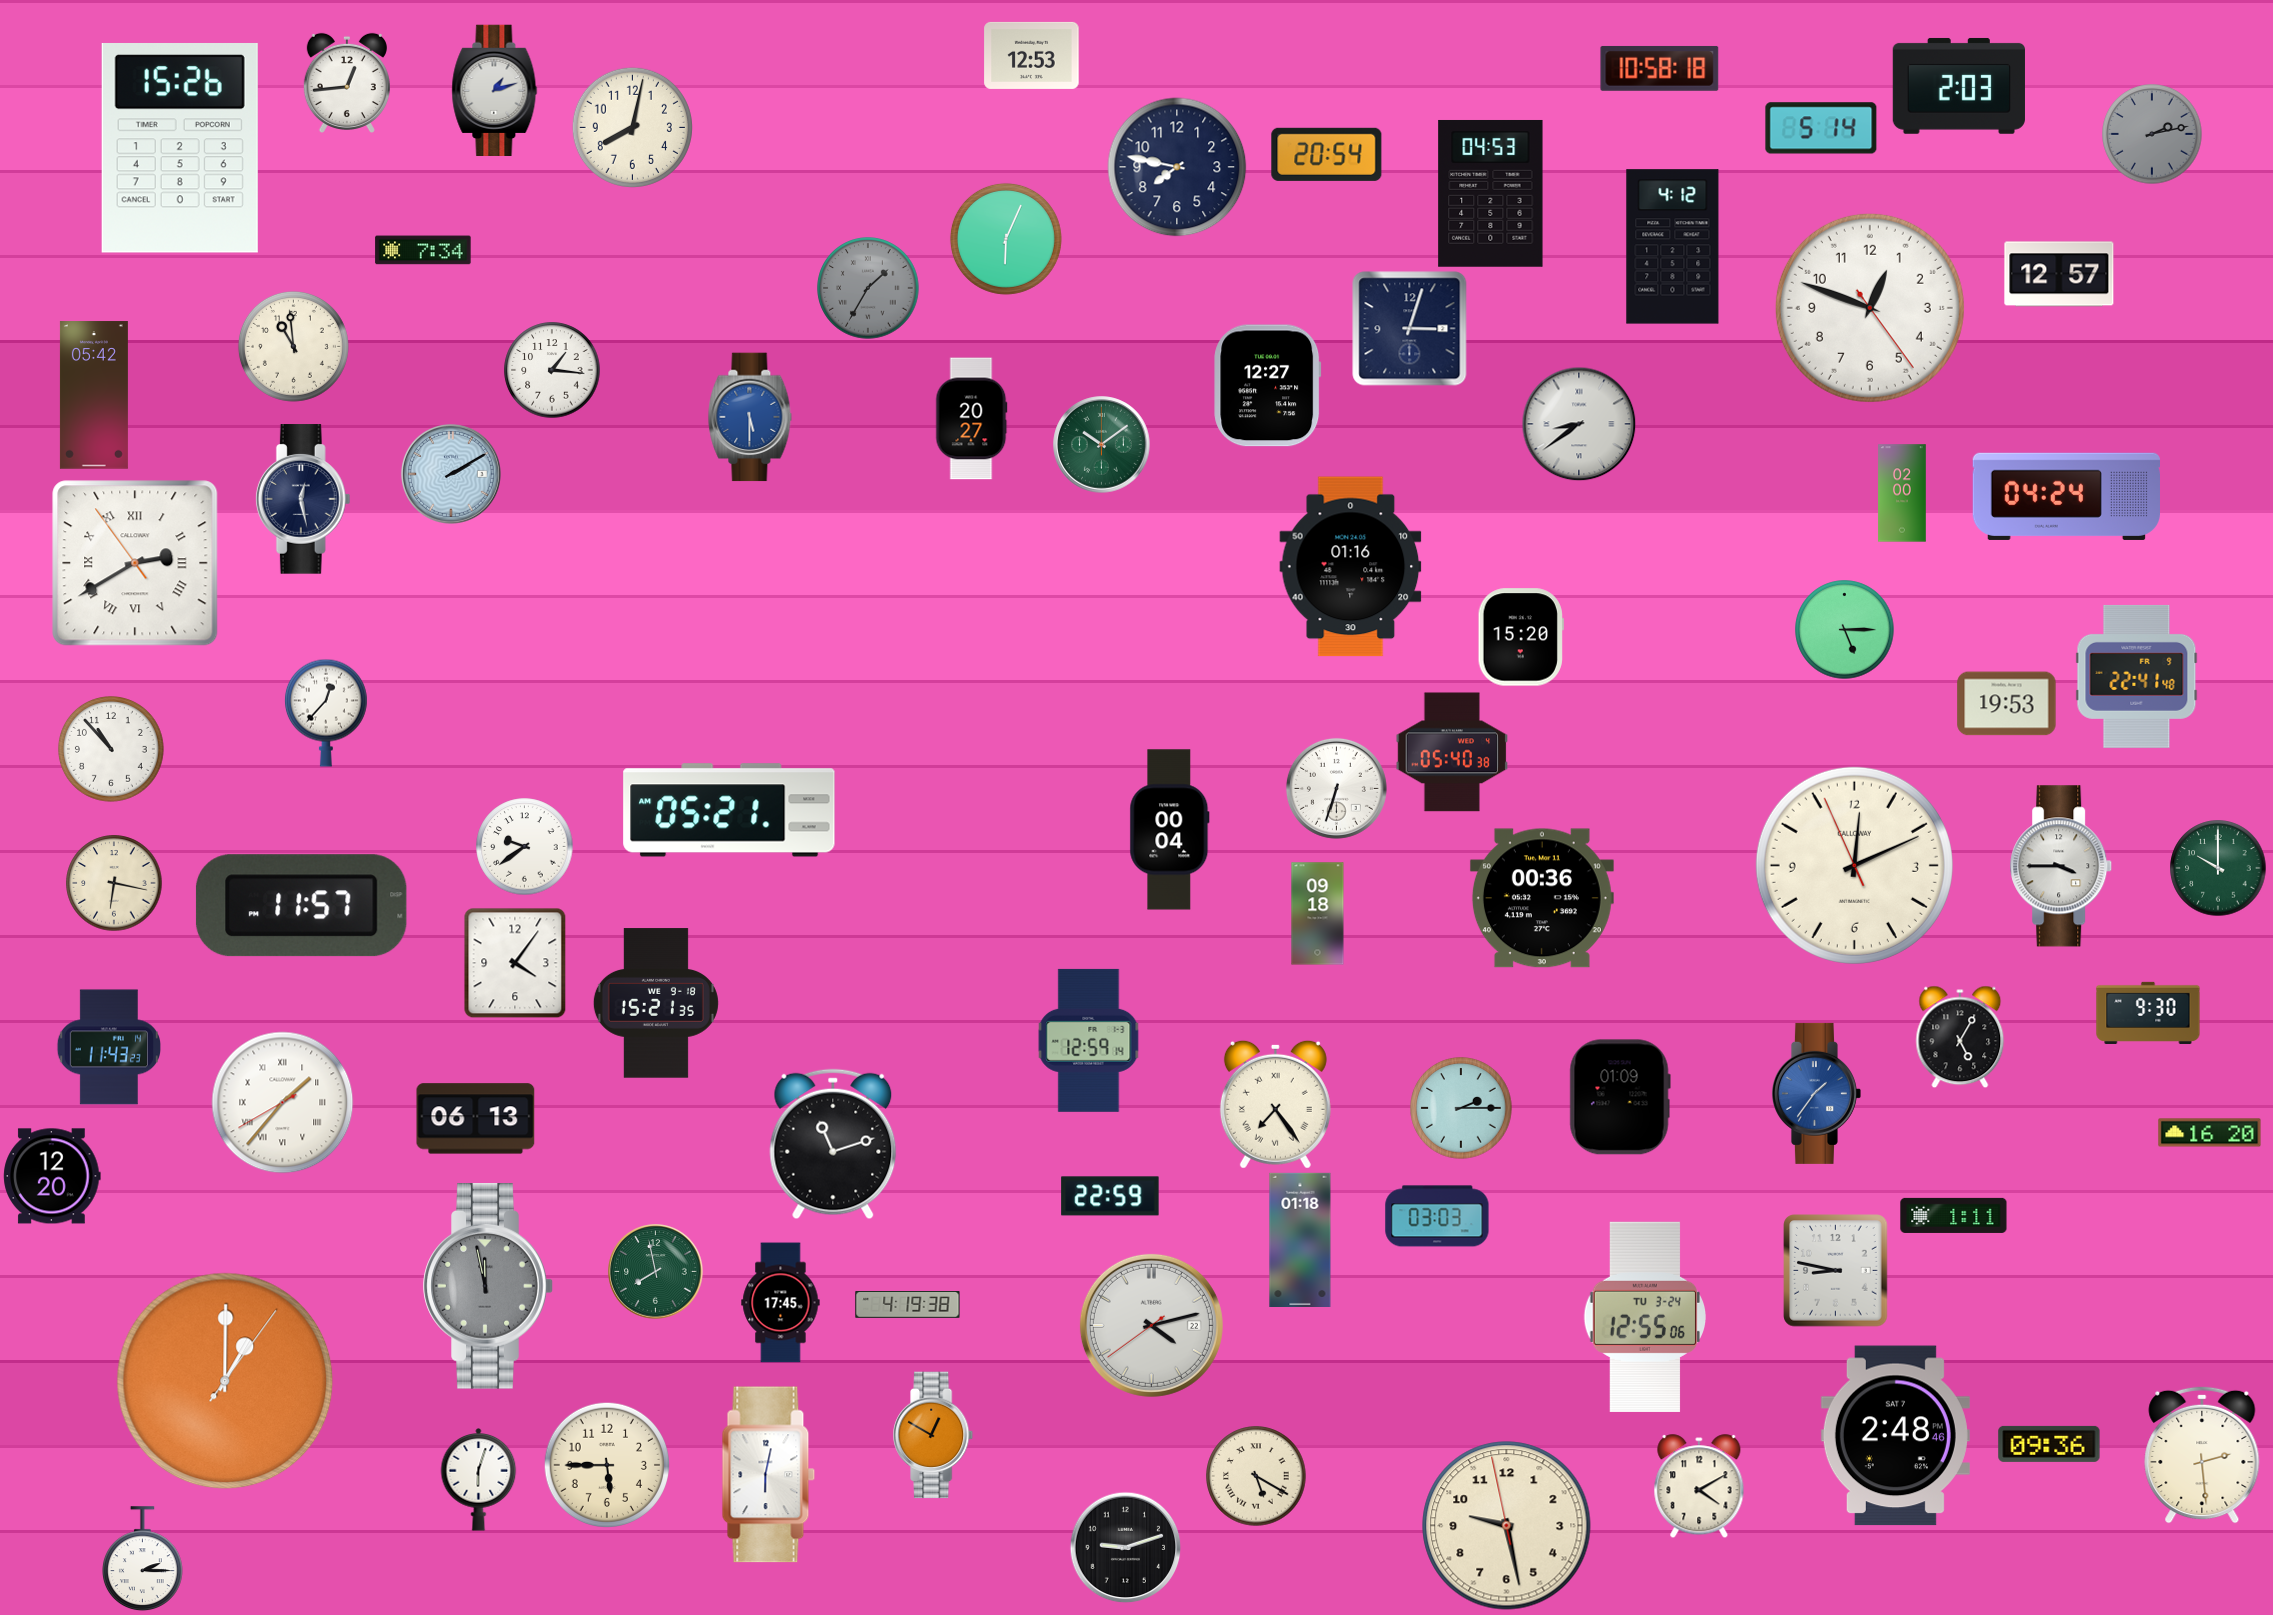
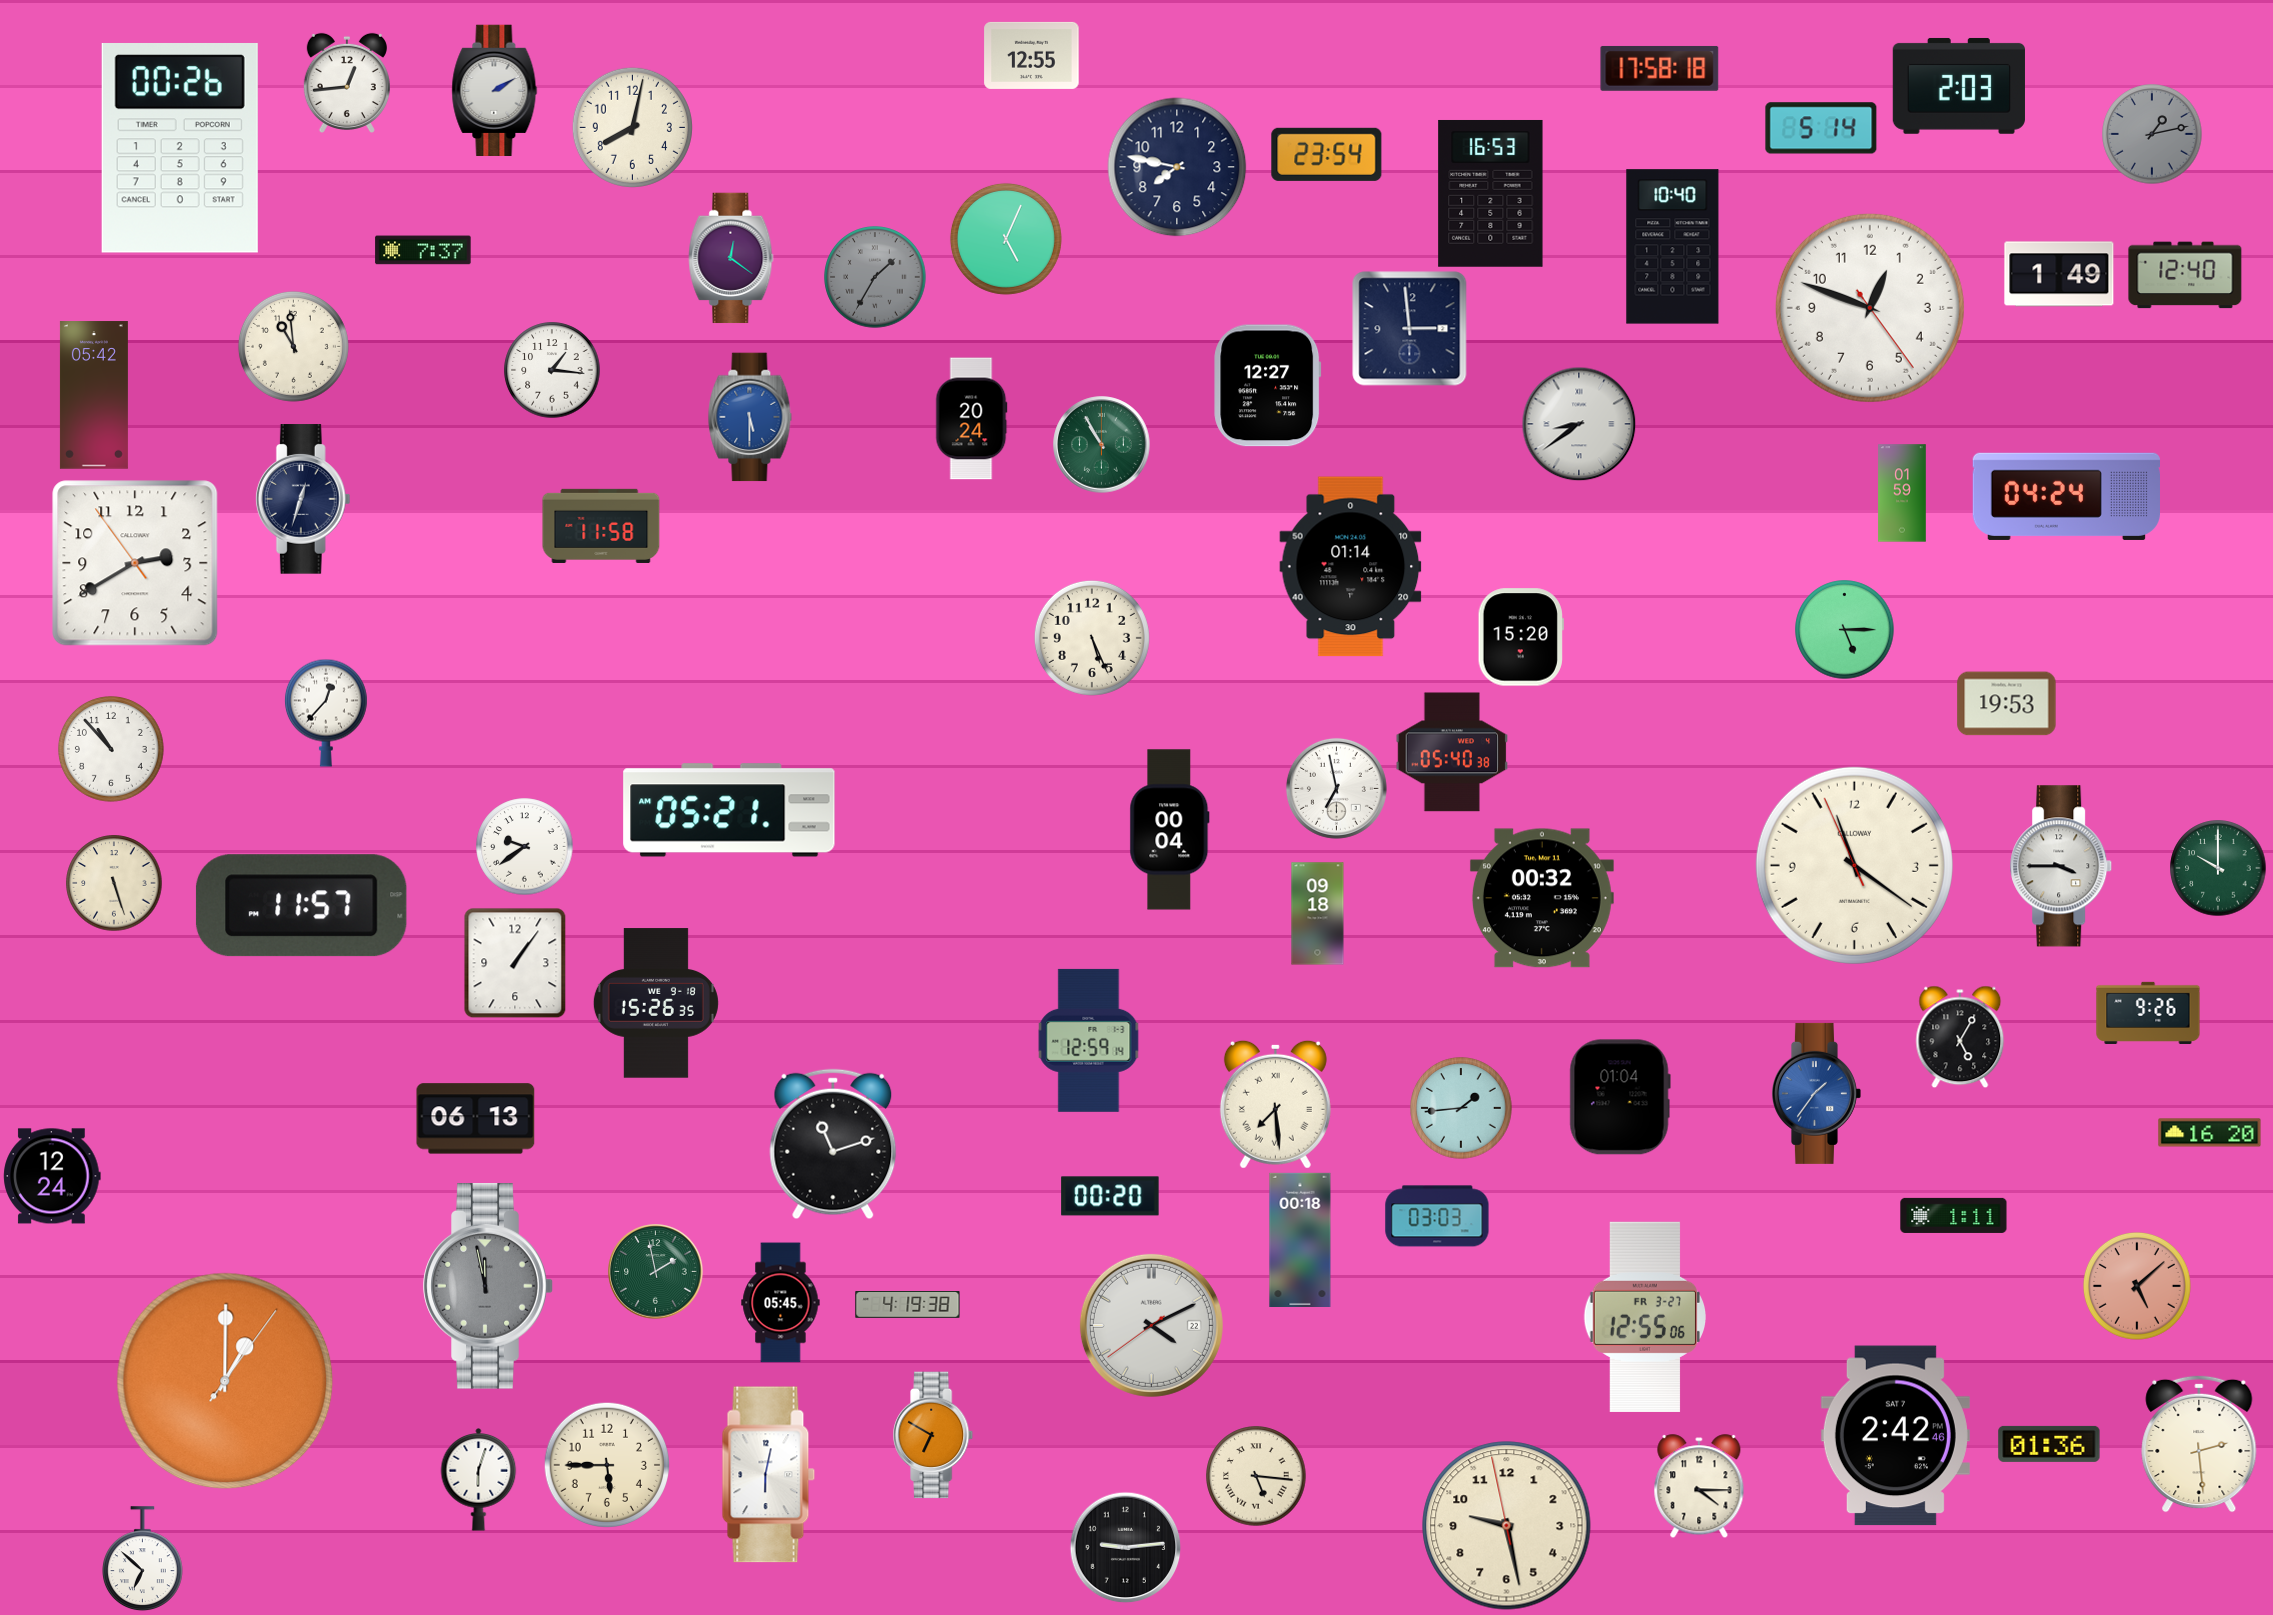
clock at (1032, 55): 12:53 -> 12:55
clock at (1660, 68): 10:58 -> 17:58
clock at (495, 90): 1:12 -> 2:10
clock at (2152, 134): 2:13 -> 1:13
clock at (180, 148): 15:26 -> 00:26
clock at (1327, 154): 20:54 -> 23:54
clock at (1491, 193): 04:53 -> 16:53
clock at (1006, 239): 6:04 -> 5:04
clock at (1673, 247): 4:12 -> 10:40
clock at (423, 250): 7:34 -> 7:37
clock at (731, 258): none -> 12:21
clock at (2059, 274): 12:57 -> 1:49
clock at (2185, 275): none -> 12:40
clock at (868, 288) position: (868, 288) -> (875, 277)
clock at (1410, 329): 3:03 -> 2:59
clock at (972, 419): 20:27 -> 20:24
clock at (1102, 445): 10:09 -> 10:55
clock at (451, 474): 2:10 -> none
clock at (1902, 493): 02:00 -> 01:59
clock at (303, 499): 12:28 -> 12:33
clock at (601, 526): none -> 11:58
clock at (135, 563) numerals: Roman -> Arabic
clock at (1351, 567): 01:16 -> 01:14
clock at (1092, 638): none -> 5:26
clock at (2137, 676): 22:41 -> none
clock at (1336, 788): 6:33 -> 6:58
clock at (1854, 865): 12:10 -> 11:20
clock at (114, 883): 6:17 -> 5:27
clock at (1542, 898): 00:36 -> 00:32
clock at (515, 963): 4:06 -> 1:06
clock at (656, 1003): 15:21 -> 15:26
clock at (2148, 1013): 9:30 -> 9:26
clock at (108, 1047): 11:43 -> none
clock at (1620, 1097): 01:09 -> 01:04
clock at (283, 1103): 1:36 -> none
clock at (1275, 1104): 7:24 -> 7:29
clock at (1461, 1108): 2:15 -> 1:44
clock at (52, 1176): 12:20 -> 12:24
clock at (1110, 1196): 22:59 -> 00:20
clock at (1300, 1239): 01:18 -> 00:18
clock at (1836, 1271): 8:47 -> none
clock at (656, 1272): 7:58 -> 1:58
clock at (2137, 1286): none -> 5:08
clock at (781, 1303): 17:45 -> 05:45
clock at (1644, 1317) date: TU 3-24 -> FR 3-27
clock at (1151, 1325): 4:12 -> 4:10
clock at (934, 1435): 12:50 -> 6:50
clock at (1895, 1436): 2:48 -> 2:42
clock at (2049, 1444): 09:36 -> 01:36
clock at (2202, 1455) position: (2202, 1455) -> (2199, 1444)
clock at (1256, 1476): 5:20 -> 5:16
clock at (1699, 1486): 4:10 -> 4:15
clock at (1125, 1547): 9:12 -> 9:14
clock at (143, 1559): 2:15 -> 6:52
